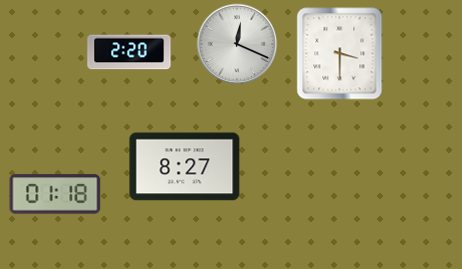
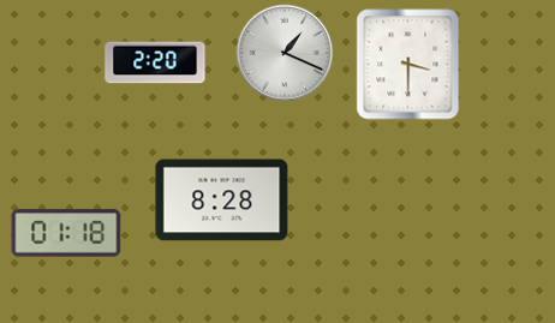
clock at (237, 44): 12:19 -> 1:19
clock at (185, 167): 8:27 -> 8:28
